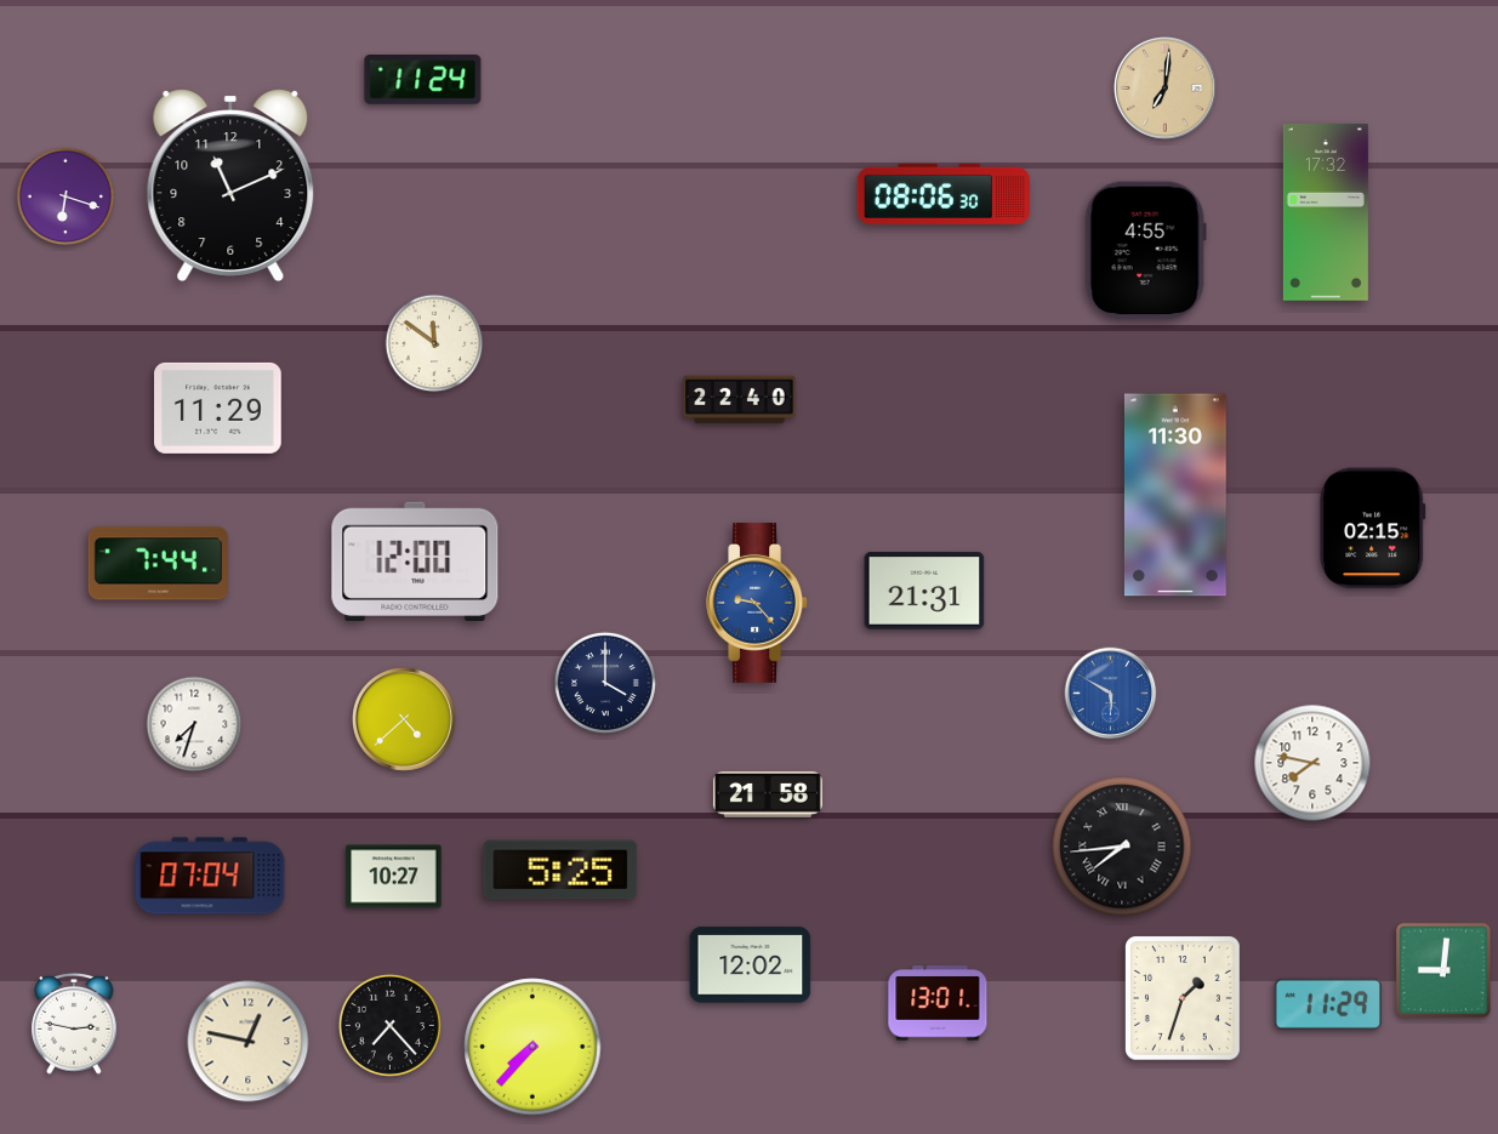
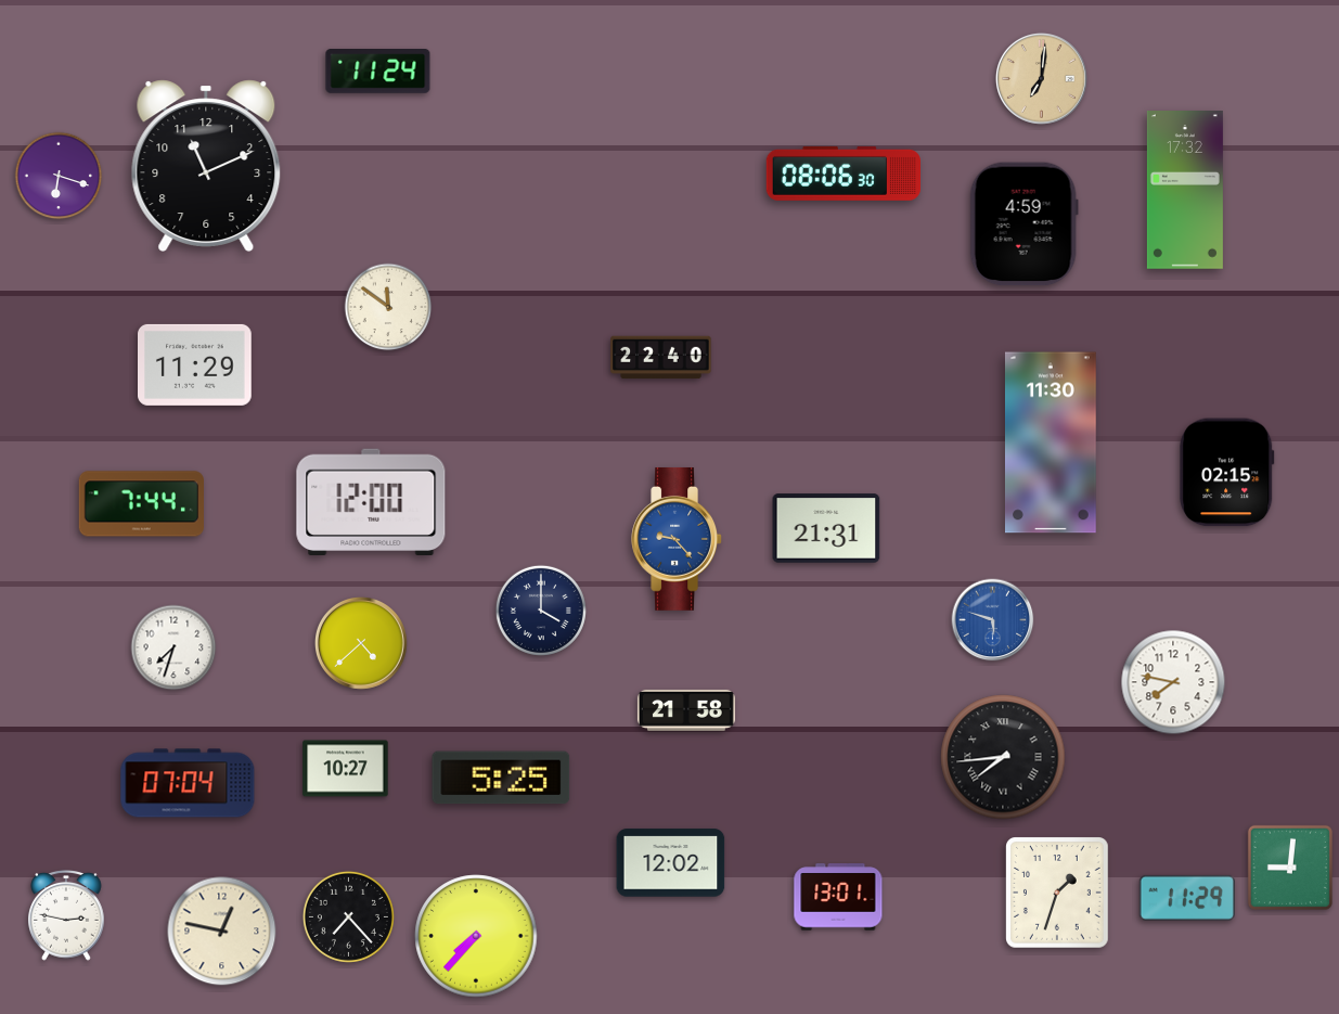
clock at (1145, 251): 4:55 -> 4:59
clock at (1111, 694): 5:50 -> 5:48
clock at (394, 877) position: (394, 877) -> (346, 769)
